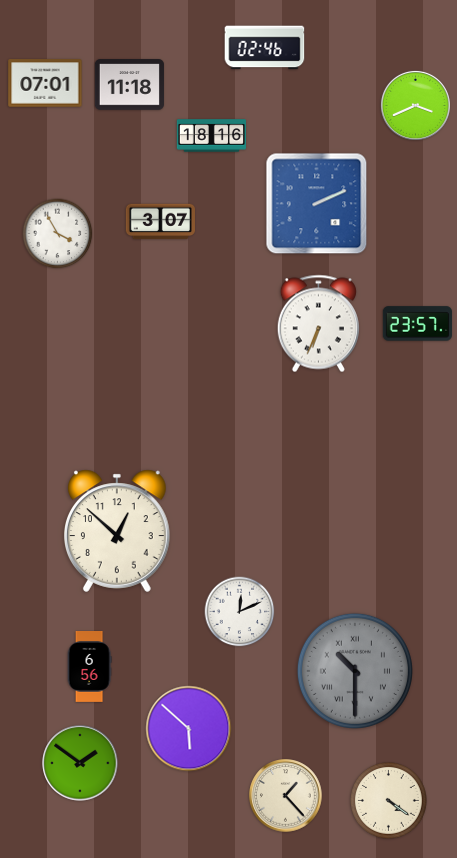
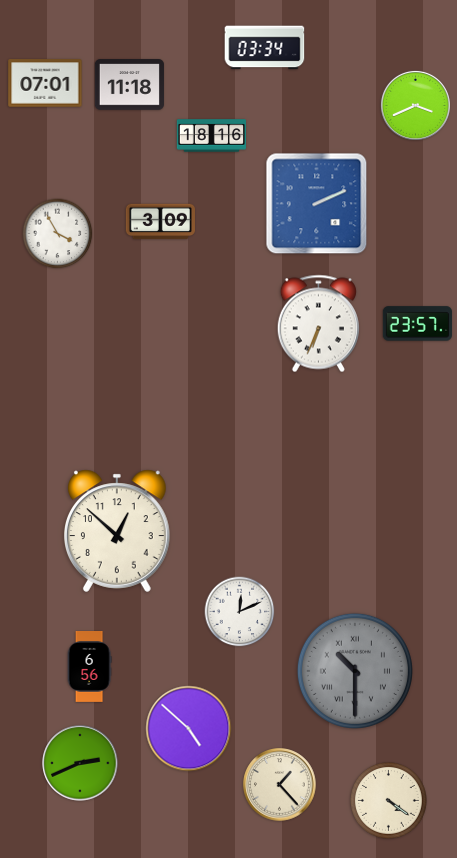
clock at (265, 48): 02:46 -> 03:34
clock at (160, 222): 3:07 -> 3:09
clock at (189, 729): 5:52 -> 4:52
clock at (80, 763): 1:51 -> 2:41
clock at (286, 796) position: (286, 796) -> (280, 785)
